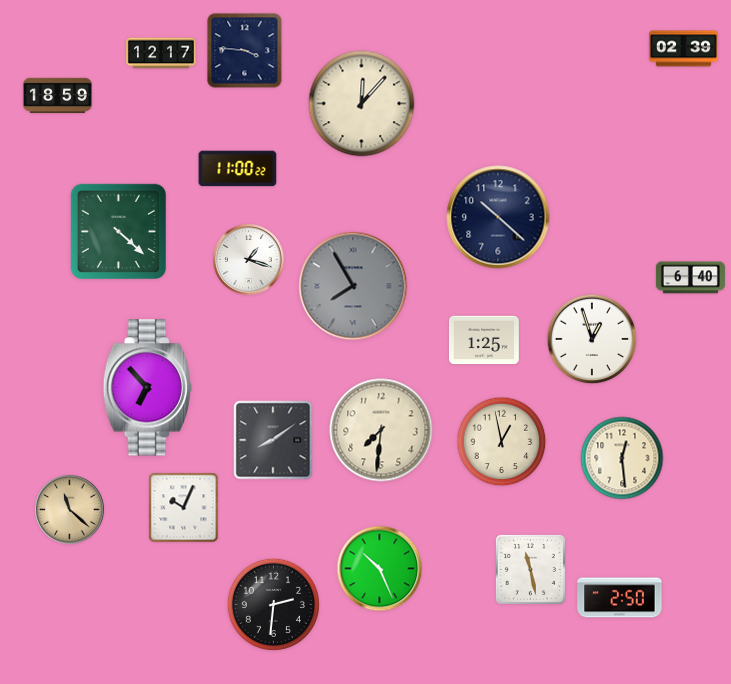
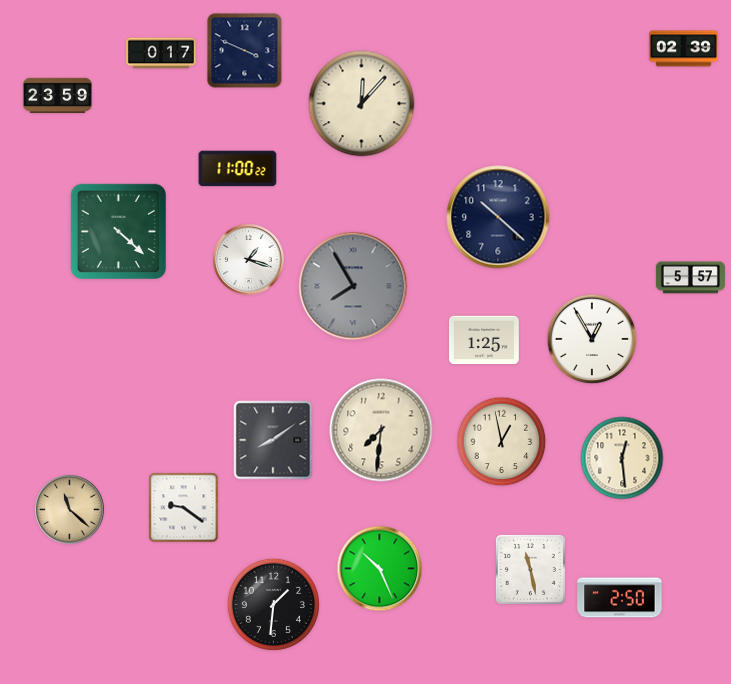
clock at (245, 51): 3:46 -> 3:49
clock at (162, 53): 12:17 -> 0:17
clock at (57, 96): 18:59 -> 23:59
clock at (690, 278): 6:40 -> 5:57
clock at (592, 339): 12:57 -> 12:55
clock at (147, 388): 6:53 -> none
clock at (184, 508): 10:04 -> 9:21
clock at (273, 604): 2:31 -> 1:31
